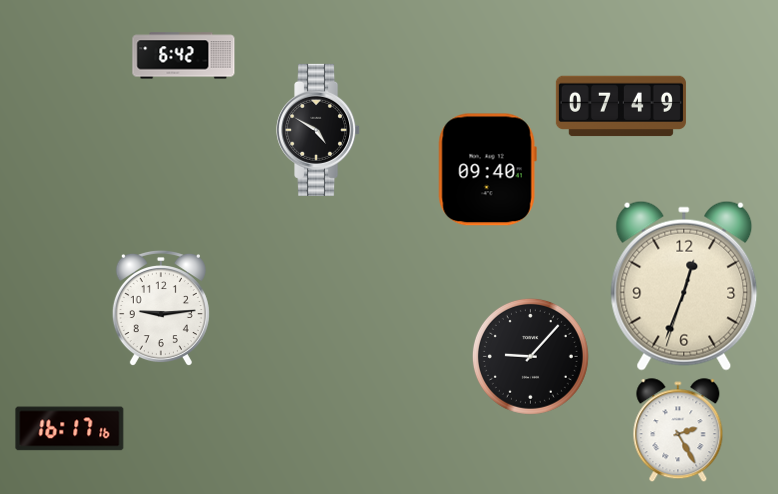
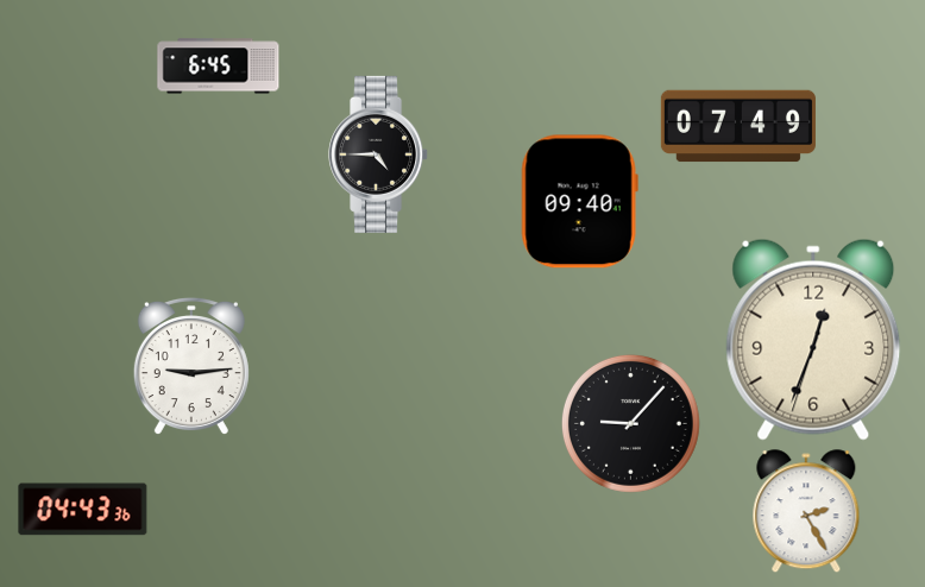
clock at (184, 56): 6:42 -> 6:45
clock at (319, 130): 4:50 -> 4:45
clock at (70, 429): 16:17 -> 04:43
